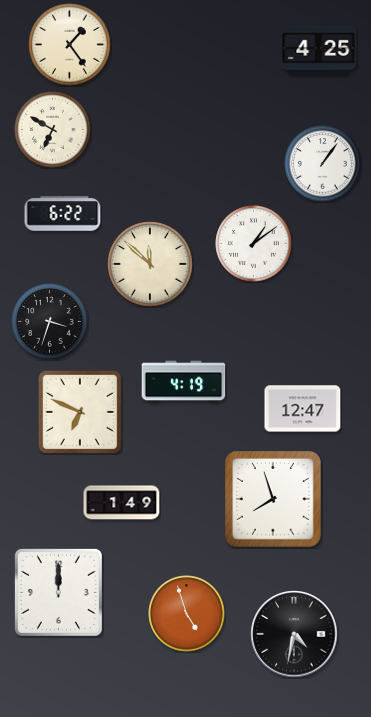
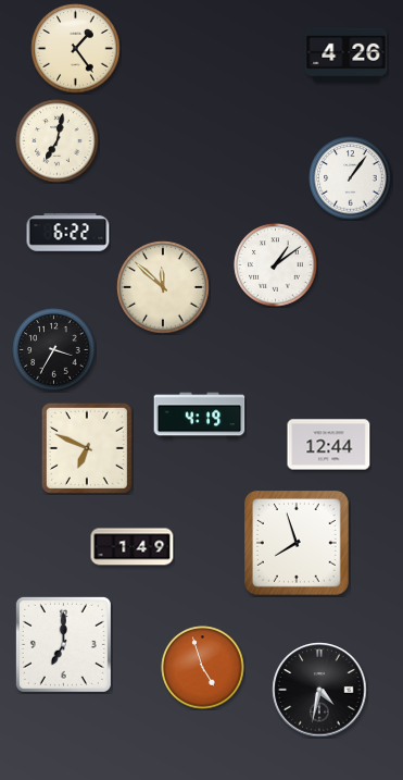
clock at (319, 50): 4:25 -> 4:26
clock at (53, 130): 6:50 -> 7:02
clock at (50, 322): 3:33 -> 3:35
clock at (303, 409): 12:47 -> 12:44
clock at (58, 592): 12:00 -> 7:00
